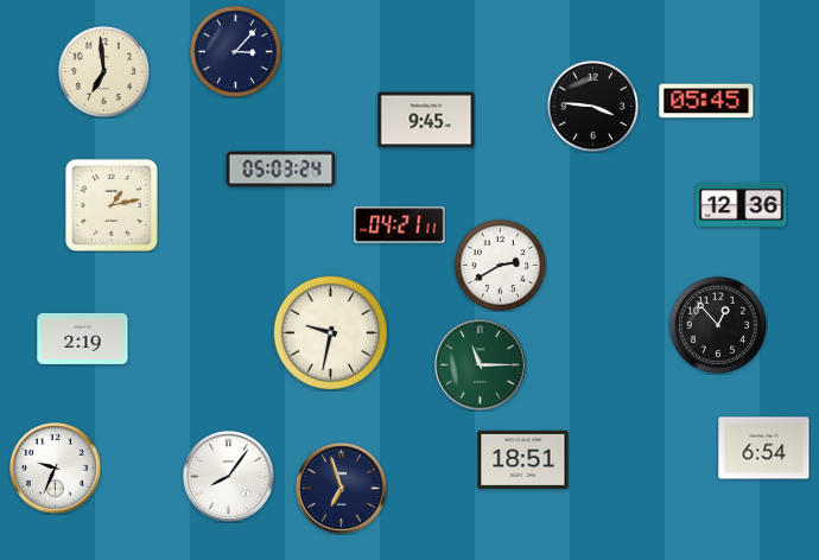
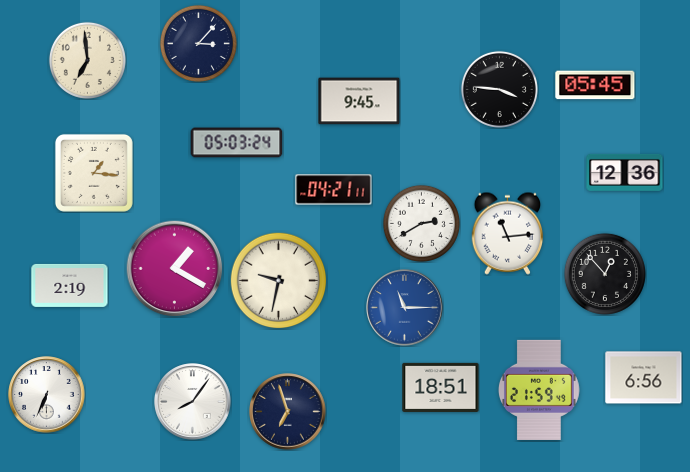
clock at (112, 205): 1:13 -> 1:16
clock at (400, 225) position: (400, 225) -> (334, 190)
clock at (508, 233): none -> 11:14
clock at (175, 269): none -> 1:20
clock at (481, 365) dial: green -> blue
clock at (764, 448): 6:54 -> 6:56
clock at (539, 390): none -> 21:59
clock at (56, 469): 9:34 -> 6:34
